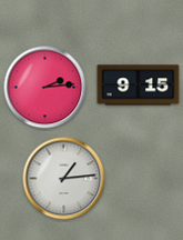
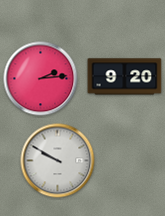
clock at (139, 86): 9:15 -> 9:20
clock at (64, 179): 1:14 -> 9:50
